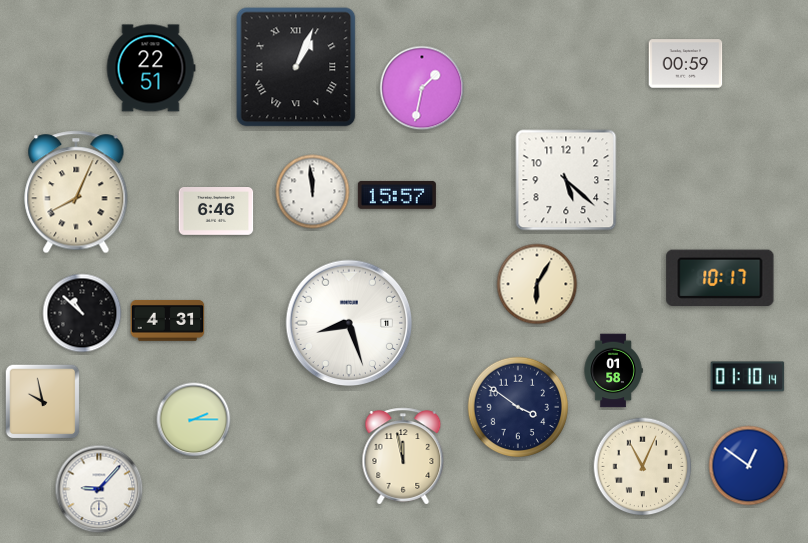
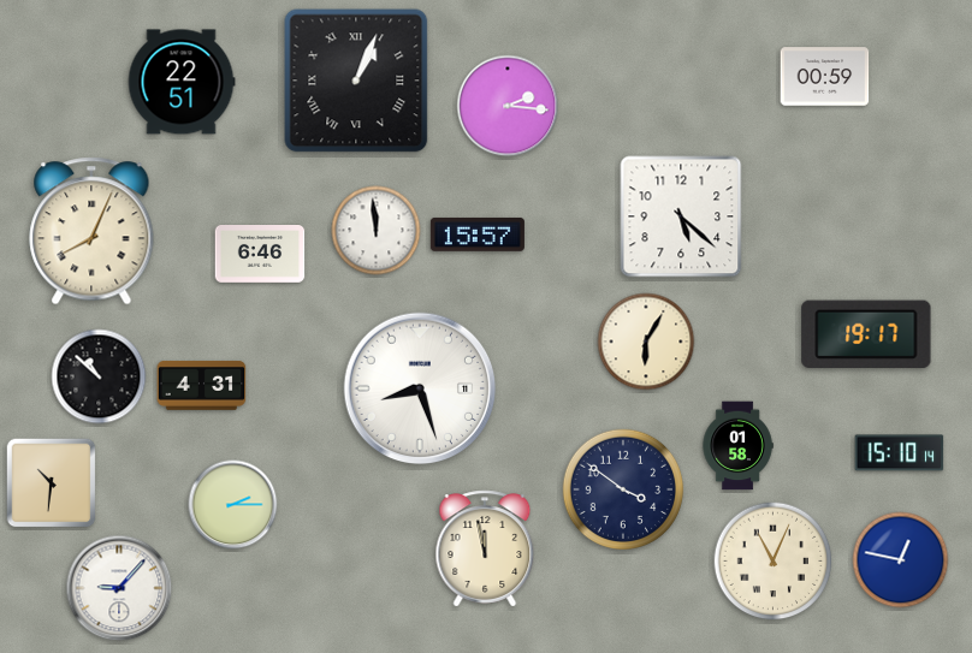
clock at (422, 88): 1:32 -> 2:16
clock at (720, 278): 10:17 -> 19:17
clock at (748, 377): 01:10 -> 15:10
clock at (43, 402): 9:58 -> 10:31
clock at (749, 466): 12:51 -> 12:47
